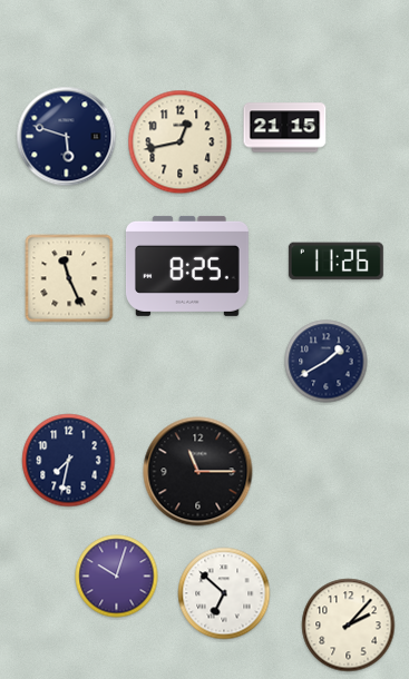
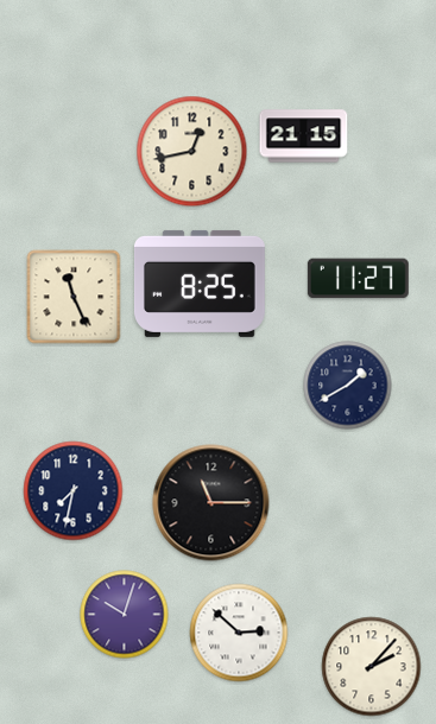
clock at (67, 137): 5:48 -> none
clock at (335, 262): 11:26 -> 11:27
clock at (224, 593): 6:52 -> 2:52
